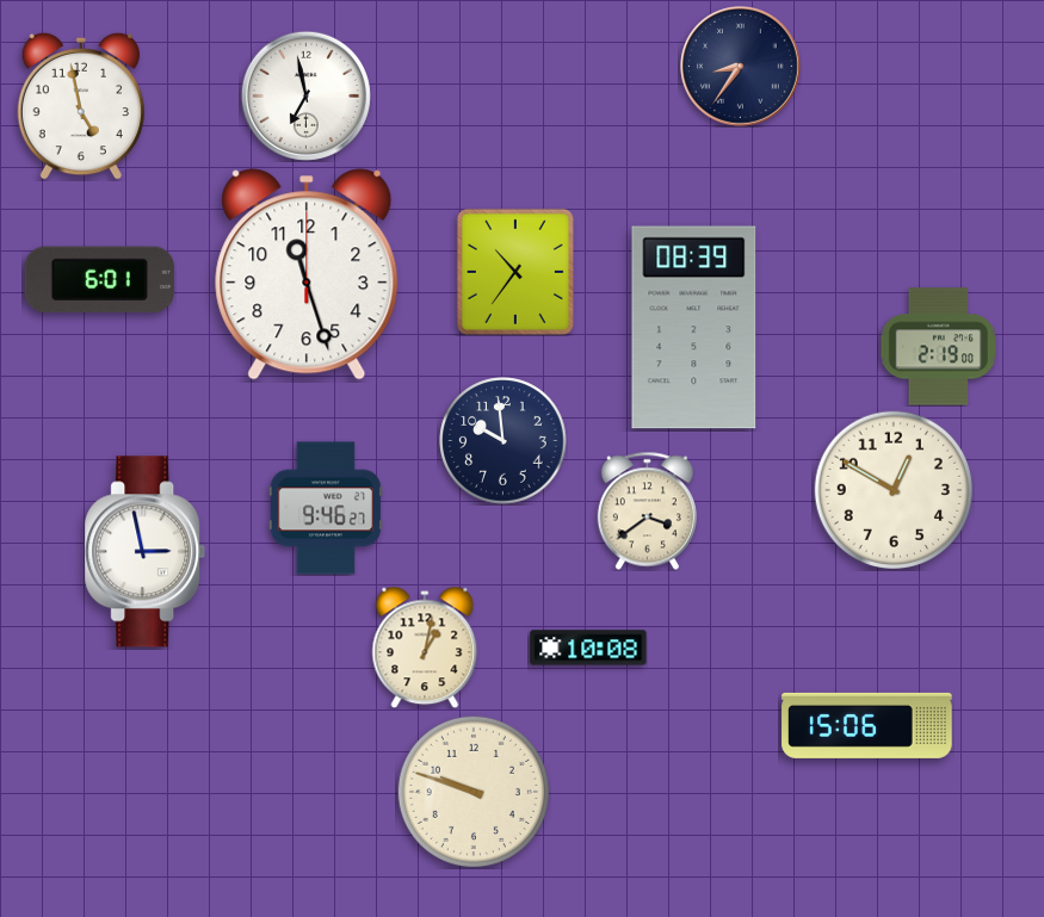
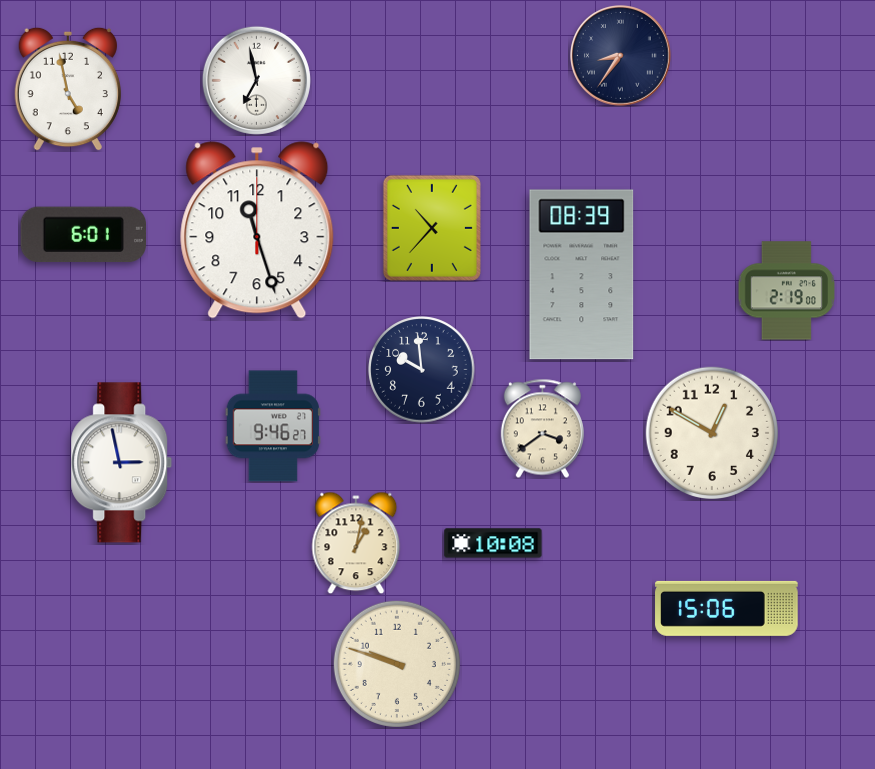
clock at (515, 272): 10:36 -> 10:37
clock at (892, 489) position: (892, 489) -> (711, 432)
